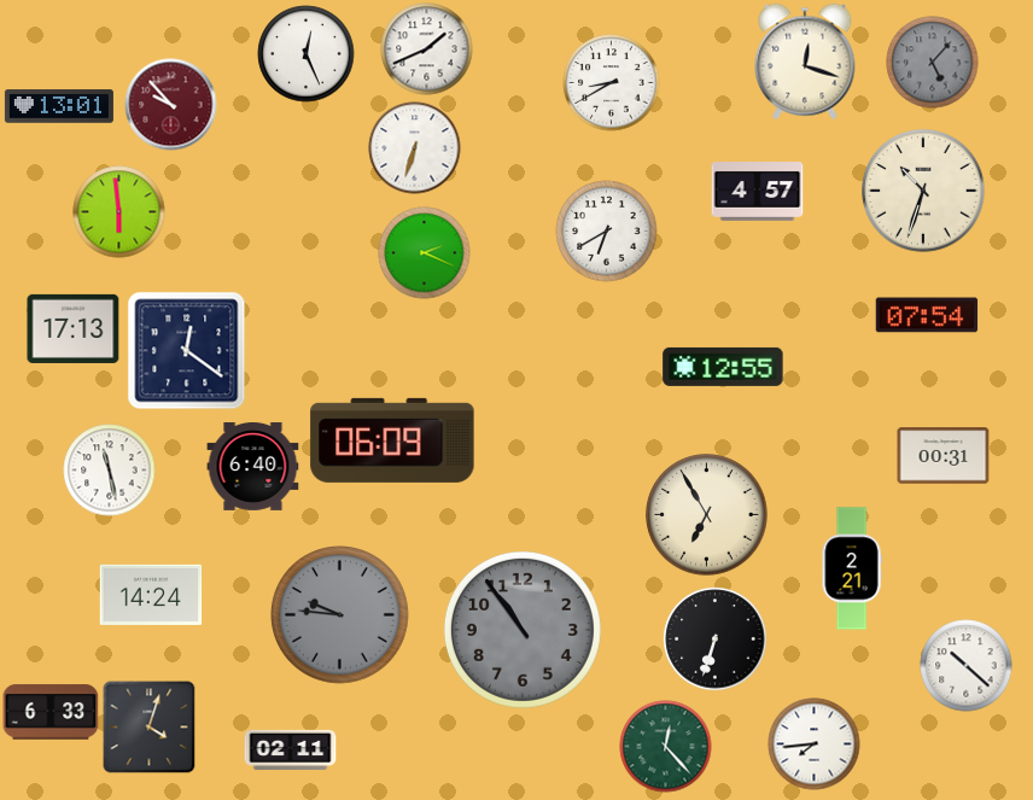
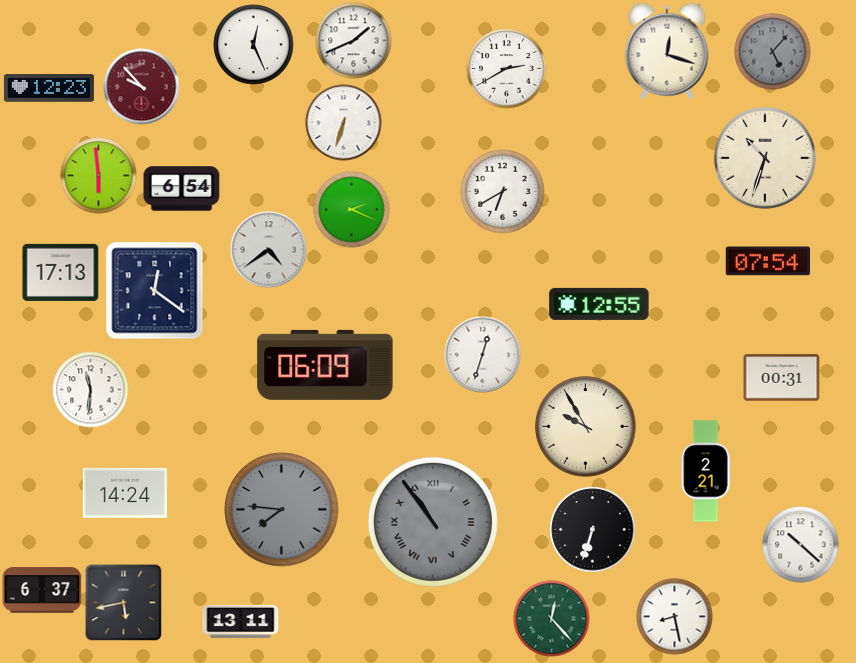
clock at (612, 83): 8:40 -> 2:40
clock at (59, 106): 13:01 -> 12:23
clock at (758, 192): 4:57 -> none
clock at (182, 189): none -> 6:54
clock at (269, 250): none -> 4:39
clock at (483, 355): none -> 12:33
clock at (253, 466): 6:40 -> none
clock at (110, 471): 11:28 -> 11:31
clock at (707, 515): 6:55 -> 9:55
clock at (340, 615): 9:46 -> 7:46
clock at (523, 630) numerals: Arabic -> Roman
clock at (967, 666) position: (967, 666) -> (801, 545)
clock at (51, 712): 6:33 -> 6:37
clock at (150, 728): 4:03 -> 5:43
clock at (815, 744): 7:44 -> 8:28
clock at (291, 749): 02:11 -> 13:11
